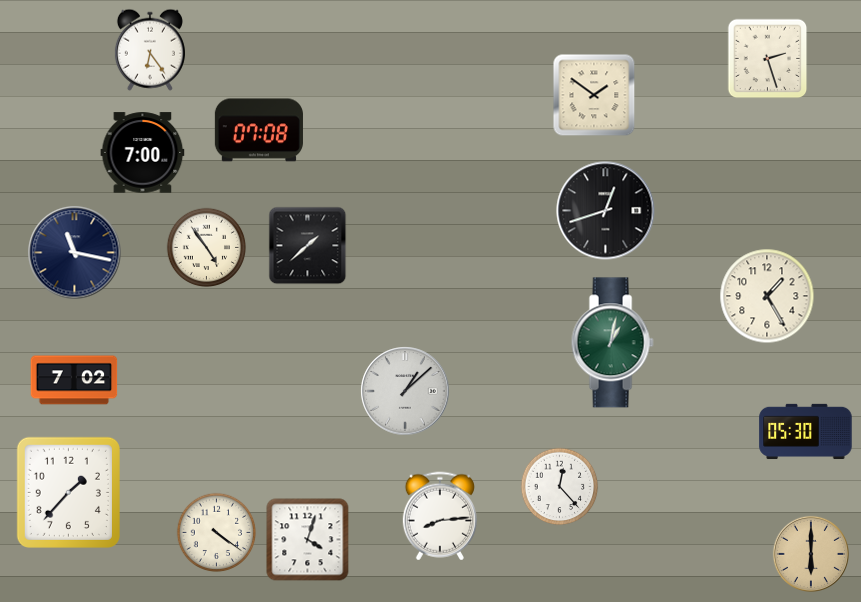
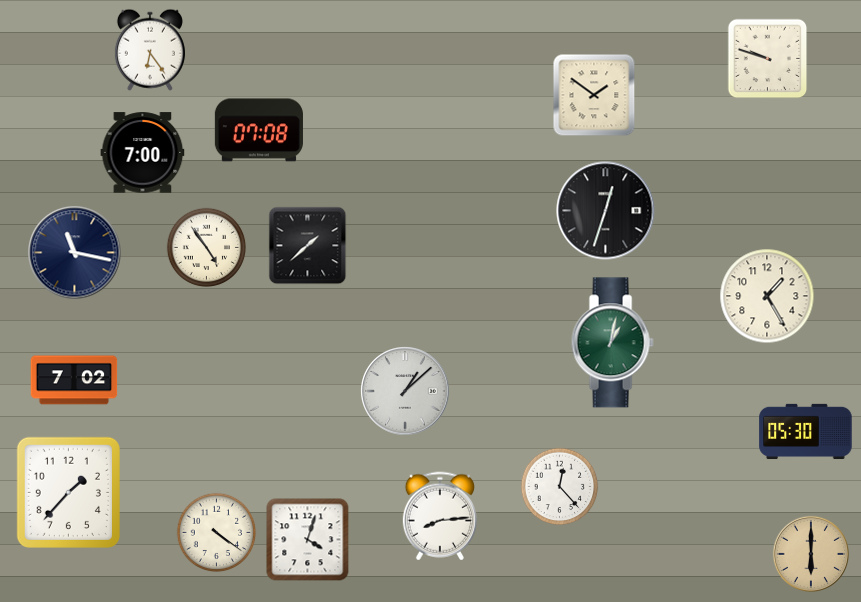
clock at (768, 59): 2:27 -> 9:48
clock at (606, 211): 12:42 -> 12:33
